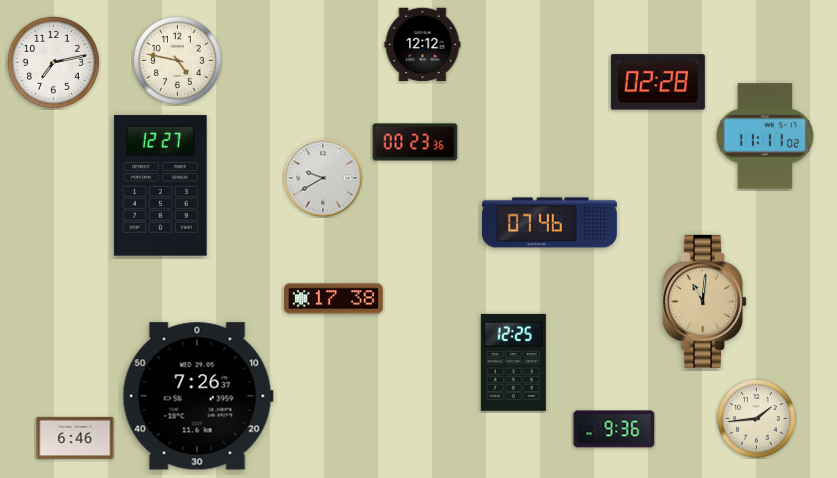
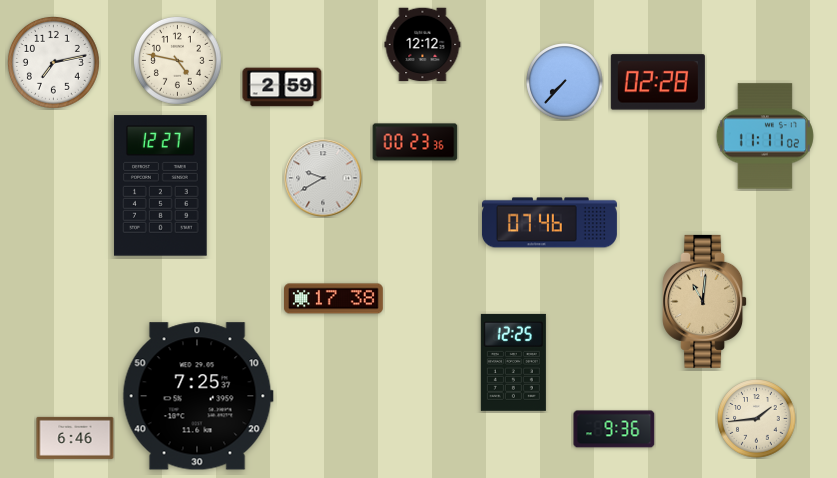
clock at (565, 82): none -> 7:37
clock at (282, 87): none -> 2:59
clock at (198, 396): 7:26 -> 7:25
